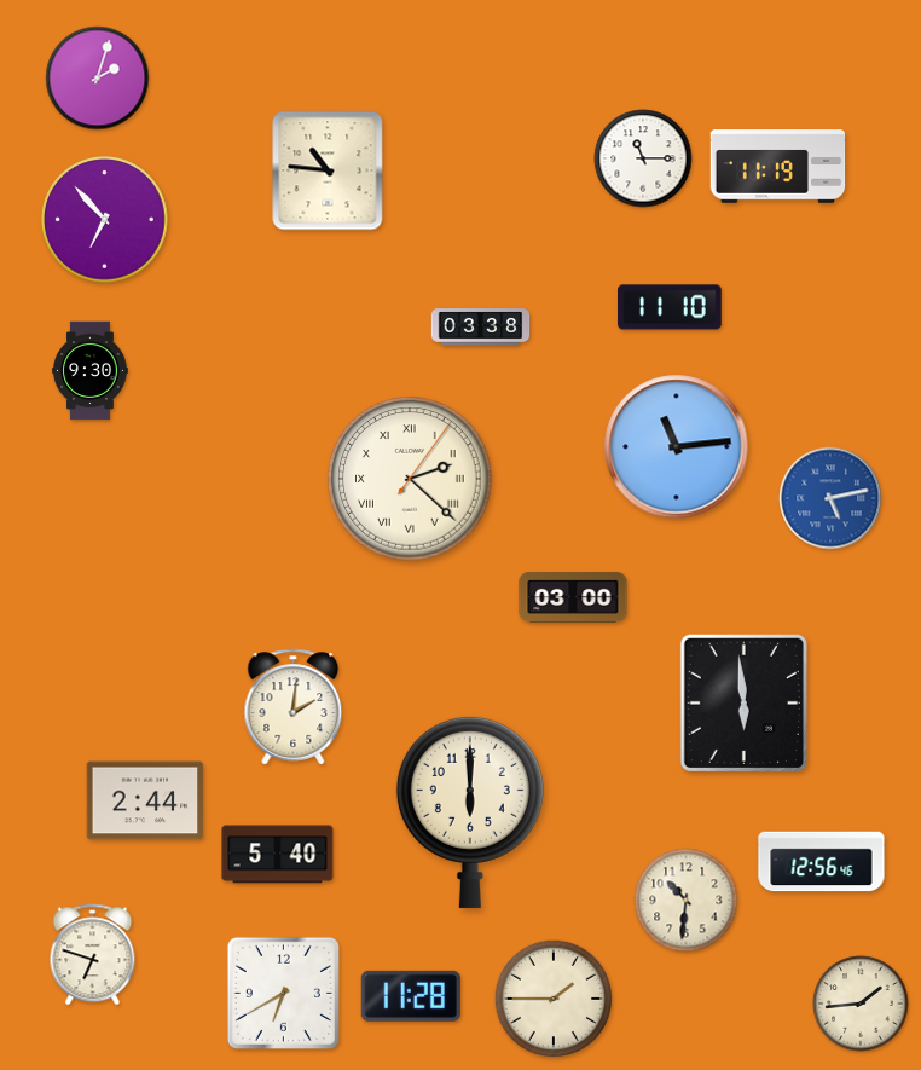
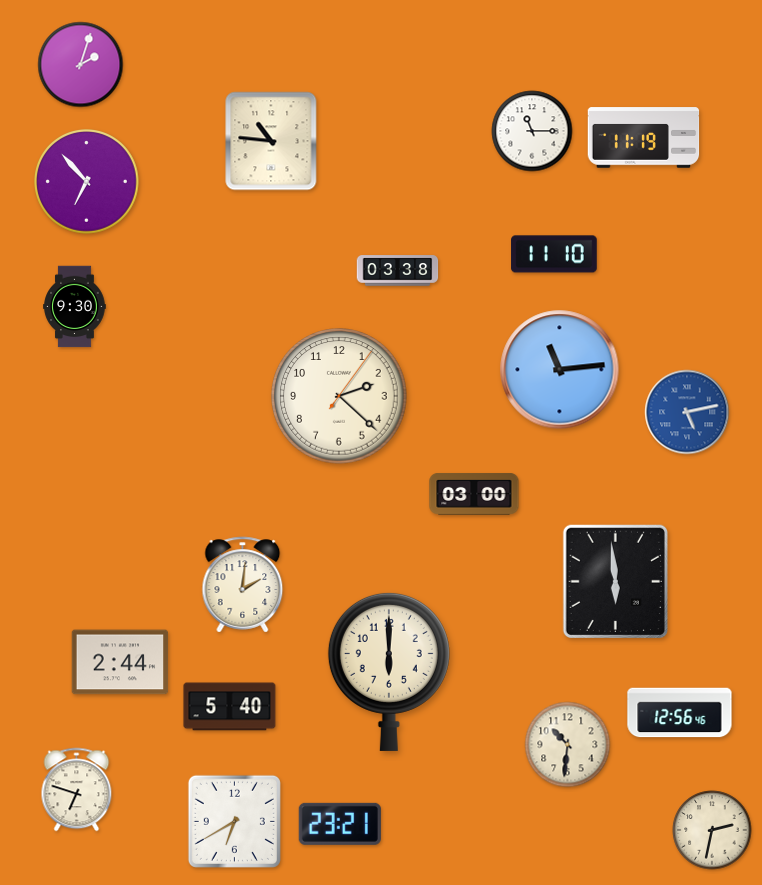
clock at (410, 479) numerals: Roman -> Arabic
clock at (411, 996): 11:28 -> 23:21
clock at (554, 999): 1:45 -> none
clock at (861, 1004): 1:44 -> 2:32
